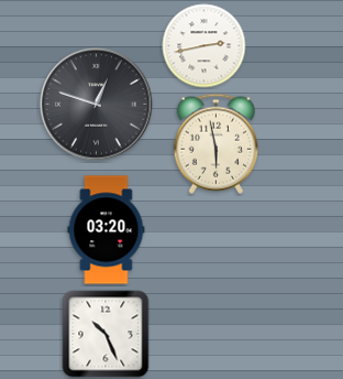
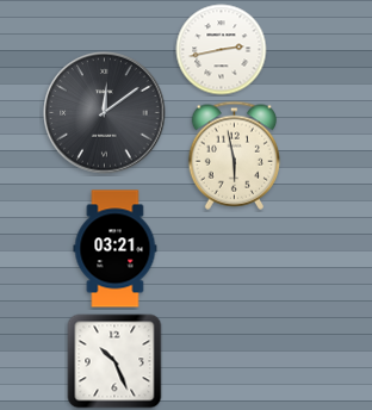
clock at (97, 105): 12:48 -> 12:09
clock at (107, 230): 03:20 -> 03:21
